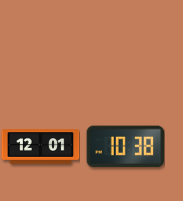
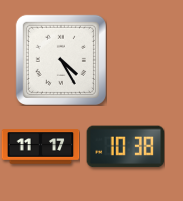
clock at (61, 60): none -> 4:25
clock at (40, 147): 12:01 -> 11:17
